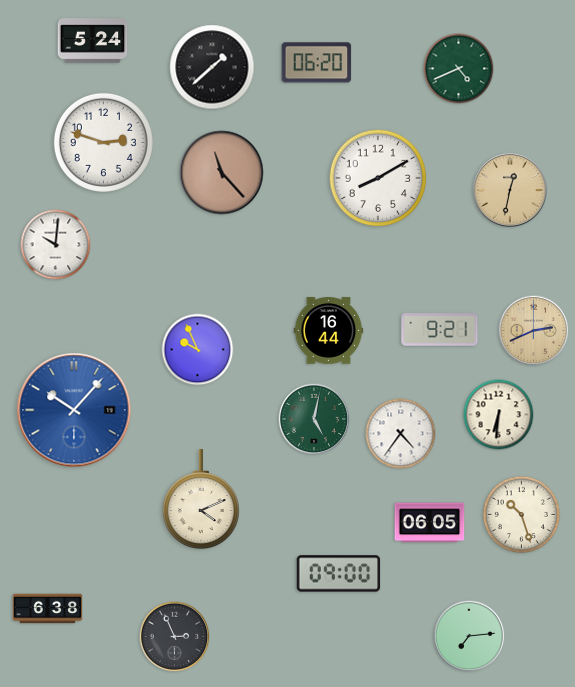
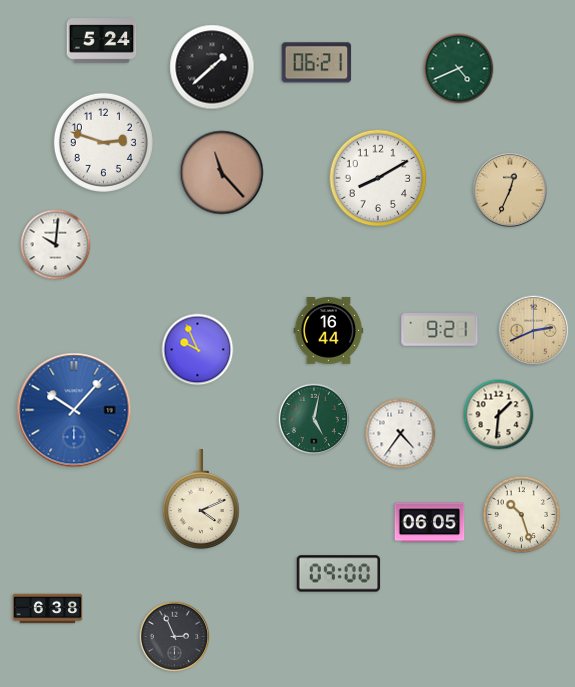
clock at (93, 41) position: (93, 41) -> (102, 41)
clock at (317, 63): 06:20 -> 06:21
clock at (510, 190): 12:32 -> 12:34
clock at (499, 415): 6:31 -> 1:31
clock at (469, 636): 7:14 -> none
